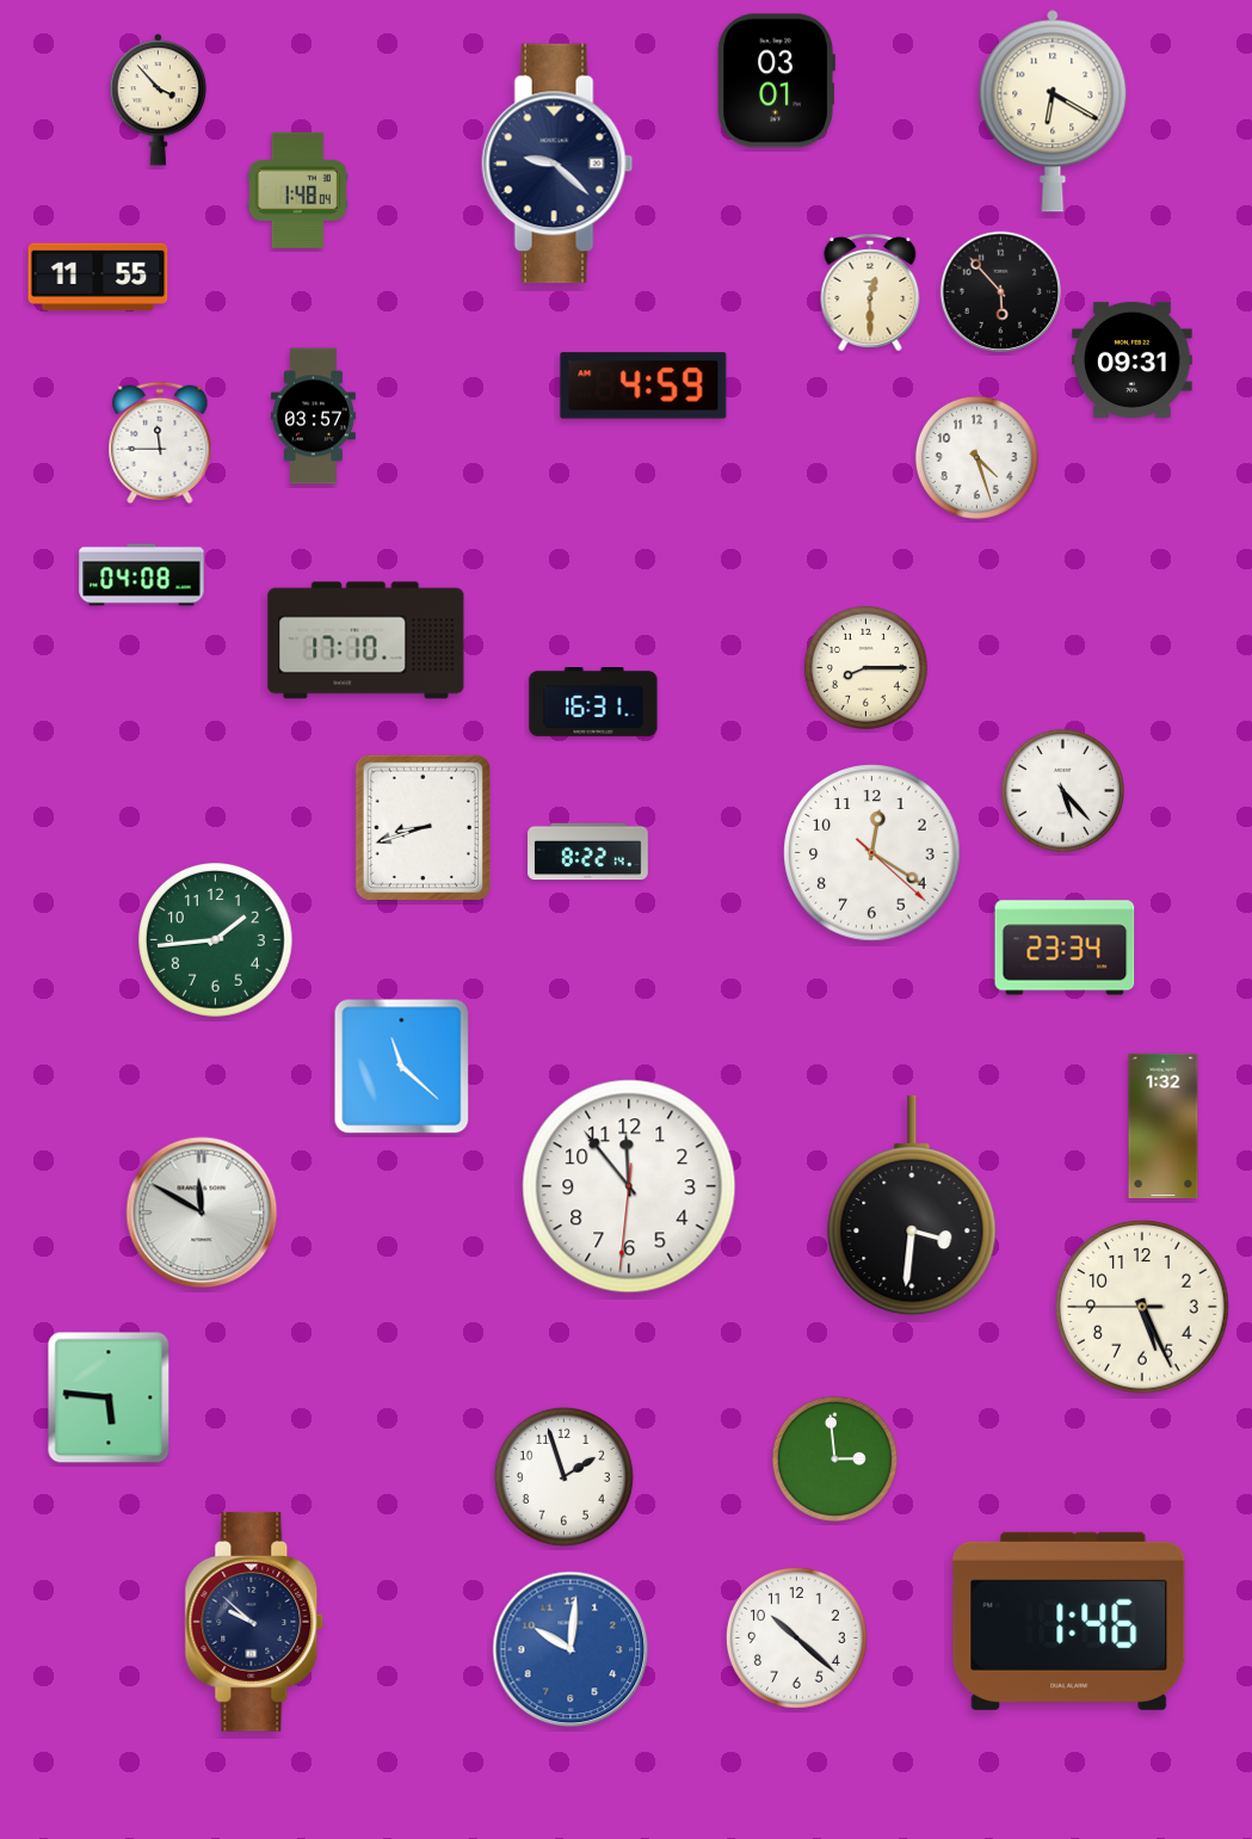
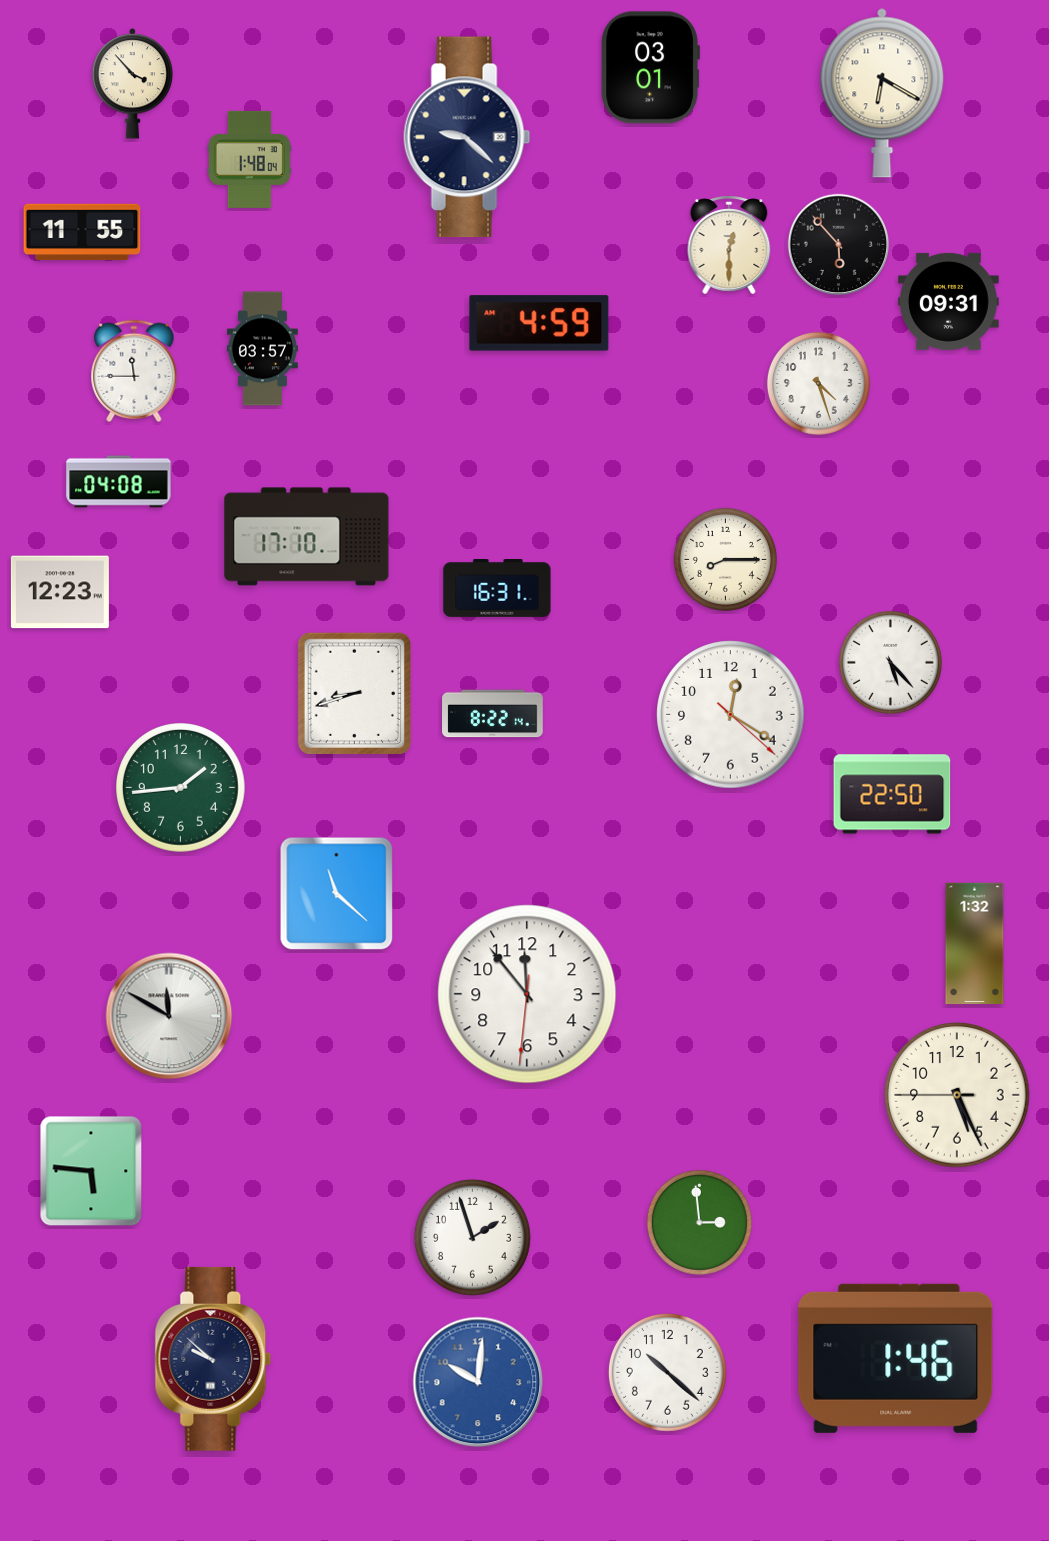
clock at (60, 592): none -> 12:23
clock at (1065, 948): 23:34 -> 22:50
clock at (912, 1205): 3:31 -> none
